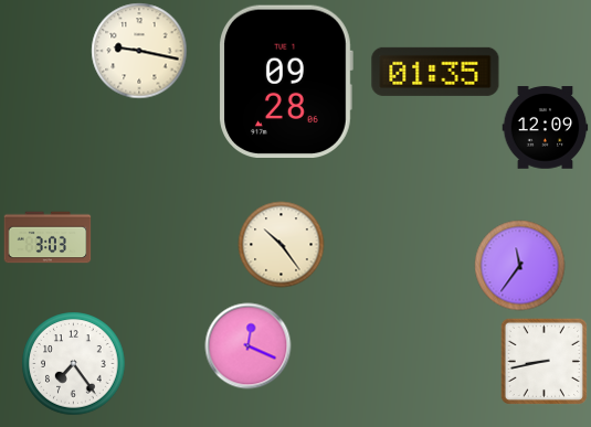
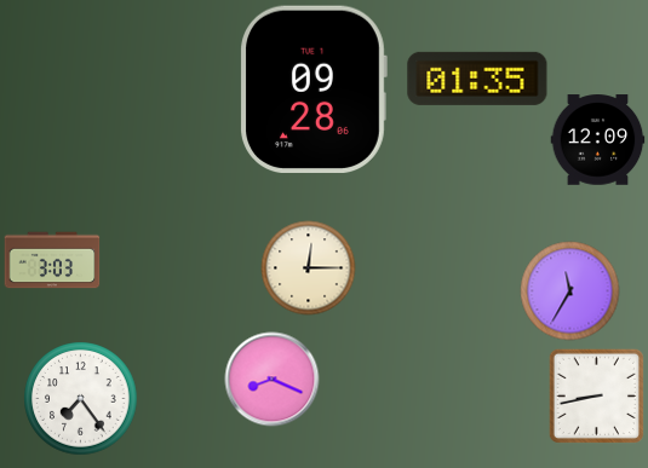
clock at (139, 51): 9:17 -> none
clock at (281, 244): 10:24 -> 12:15
clock at (519, 265): 11:36 -> 11:35
clock at (247, 345): 12:19 -> 8:19
